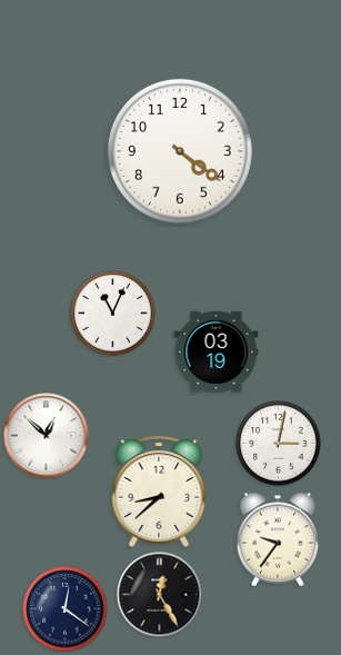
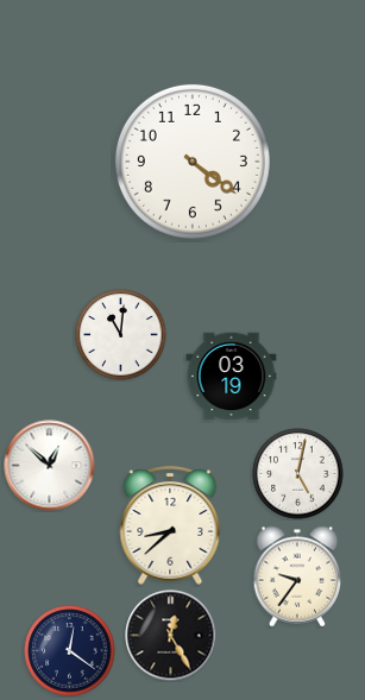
clock at (113, 314): 11:04 -> 11:01
clock at (279, 444): 3:02 -> 5:02
